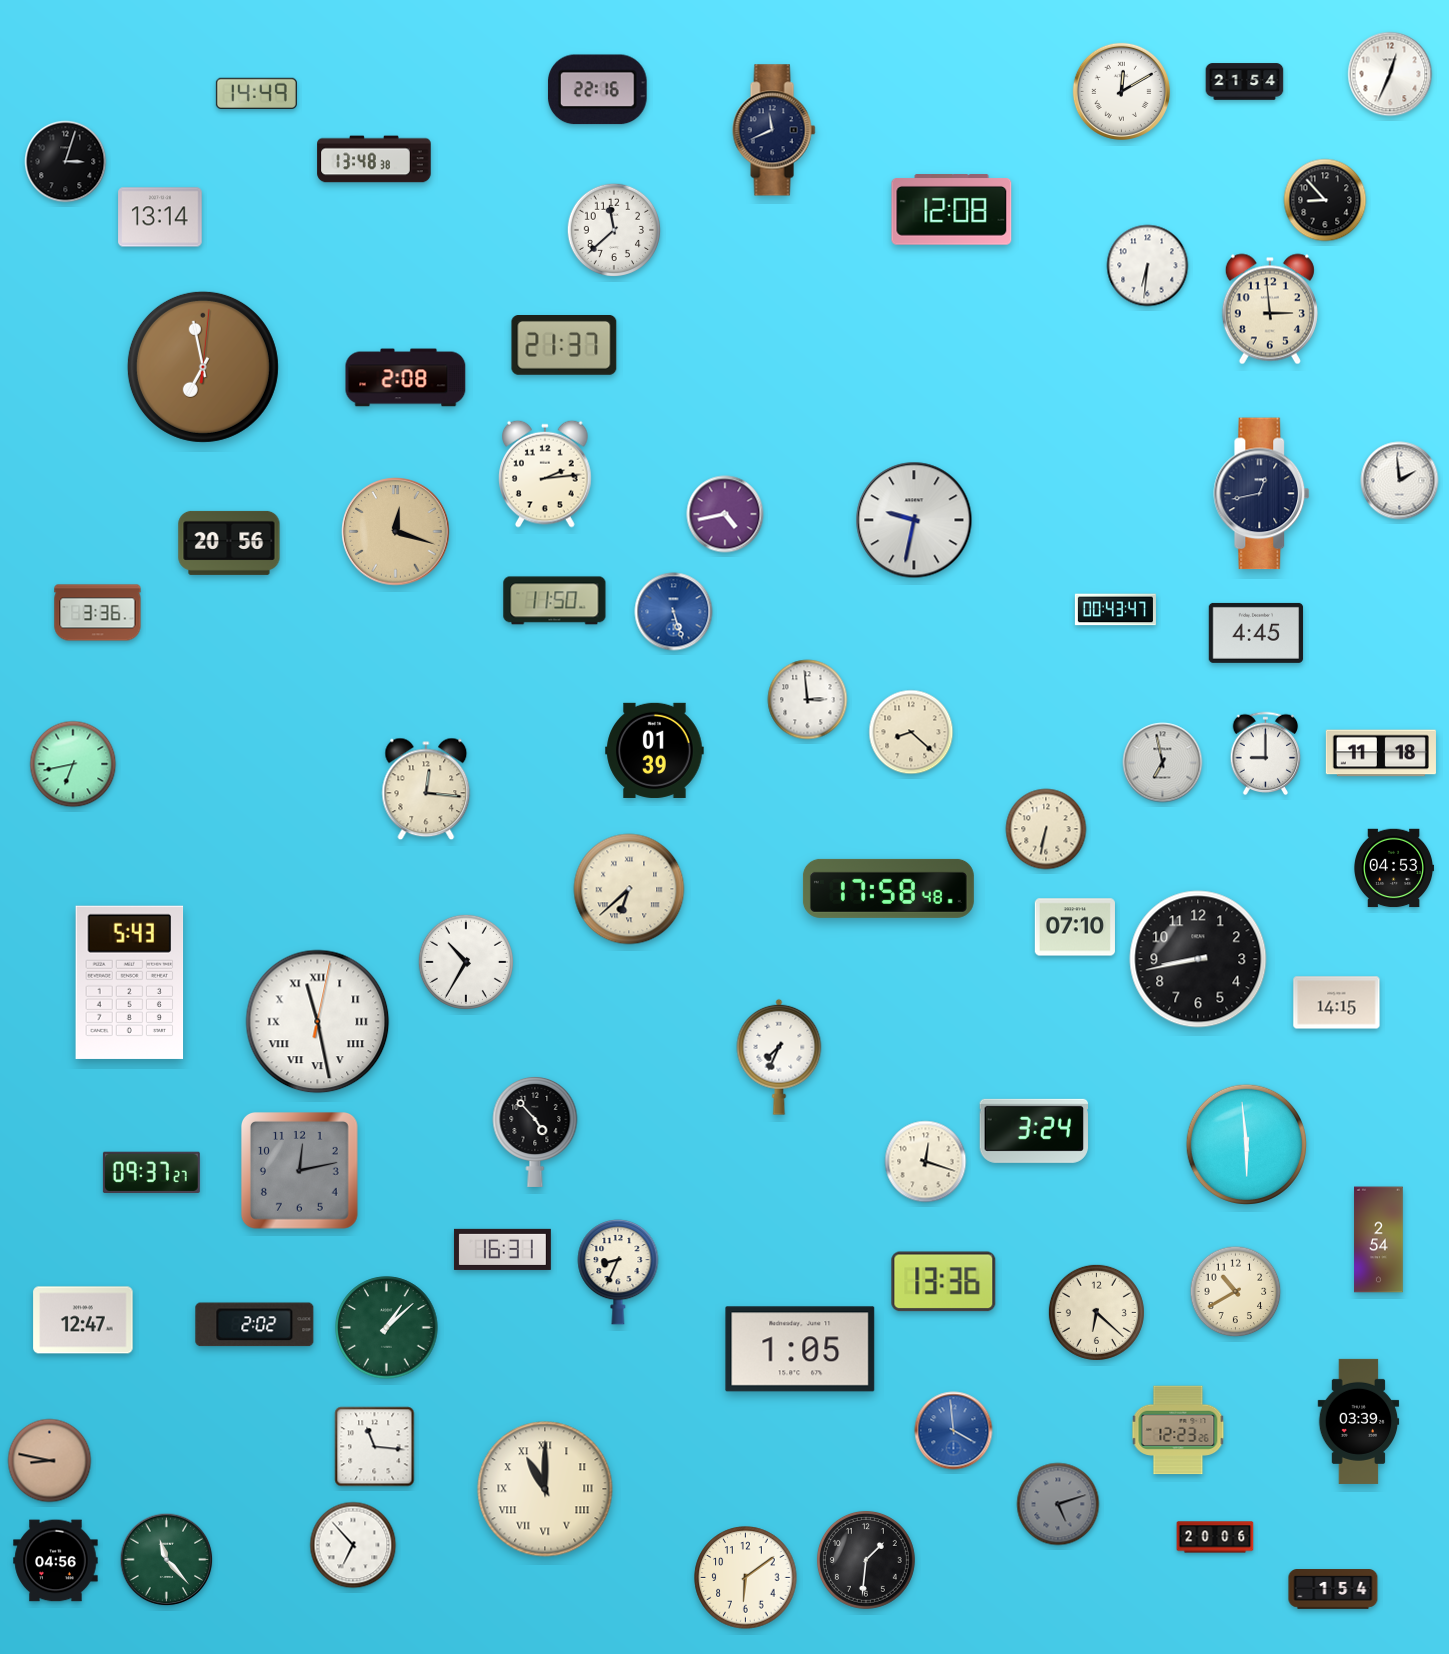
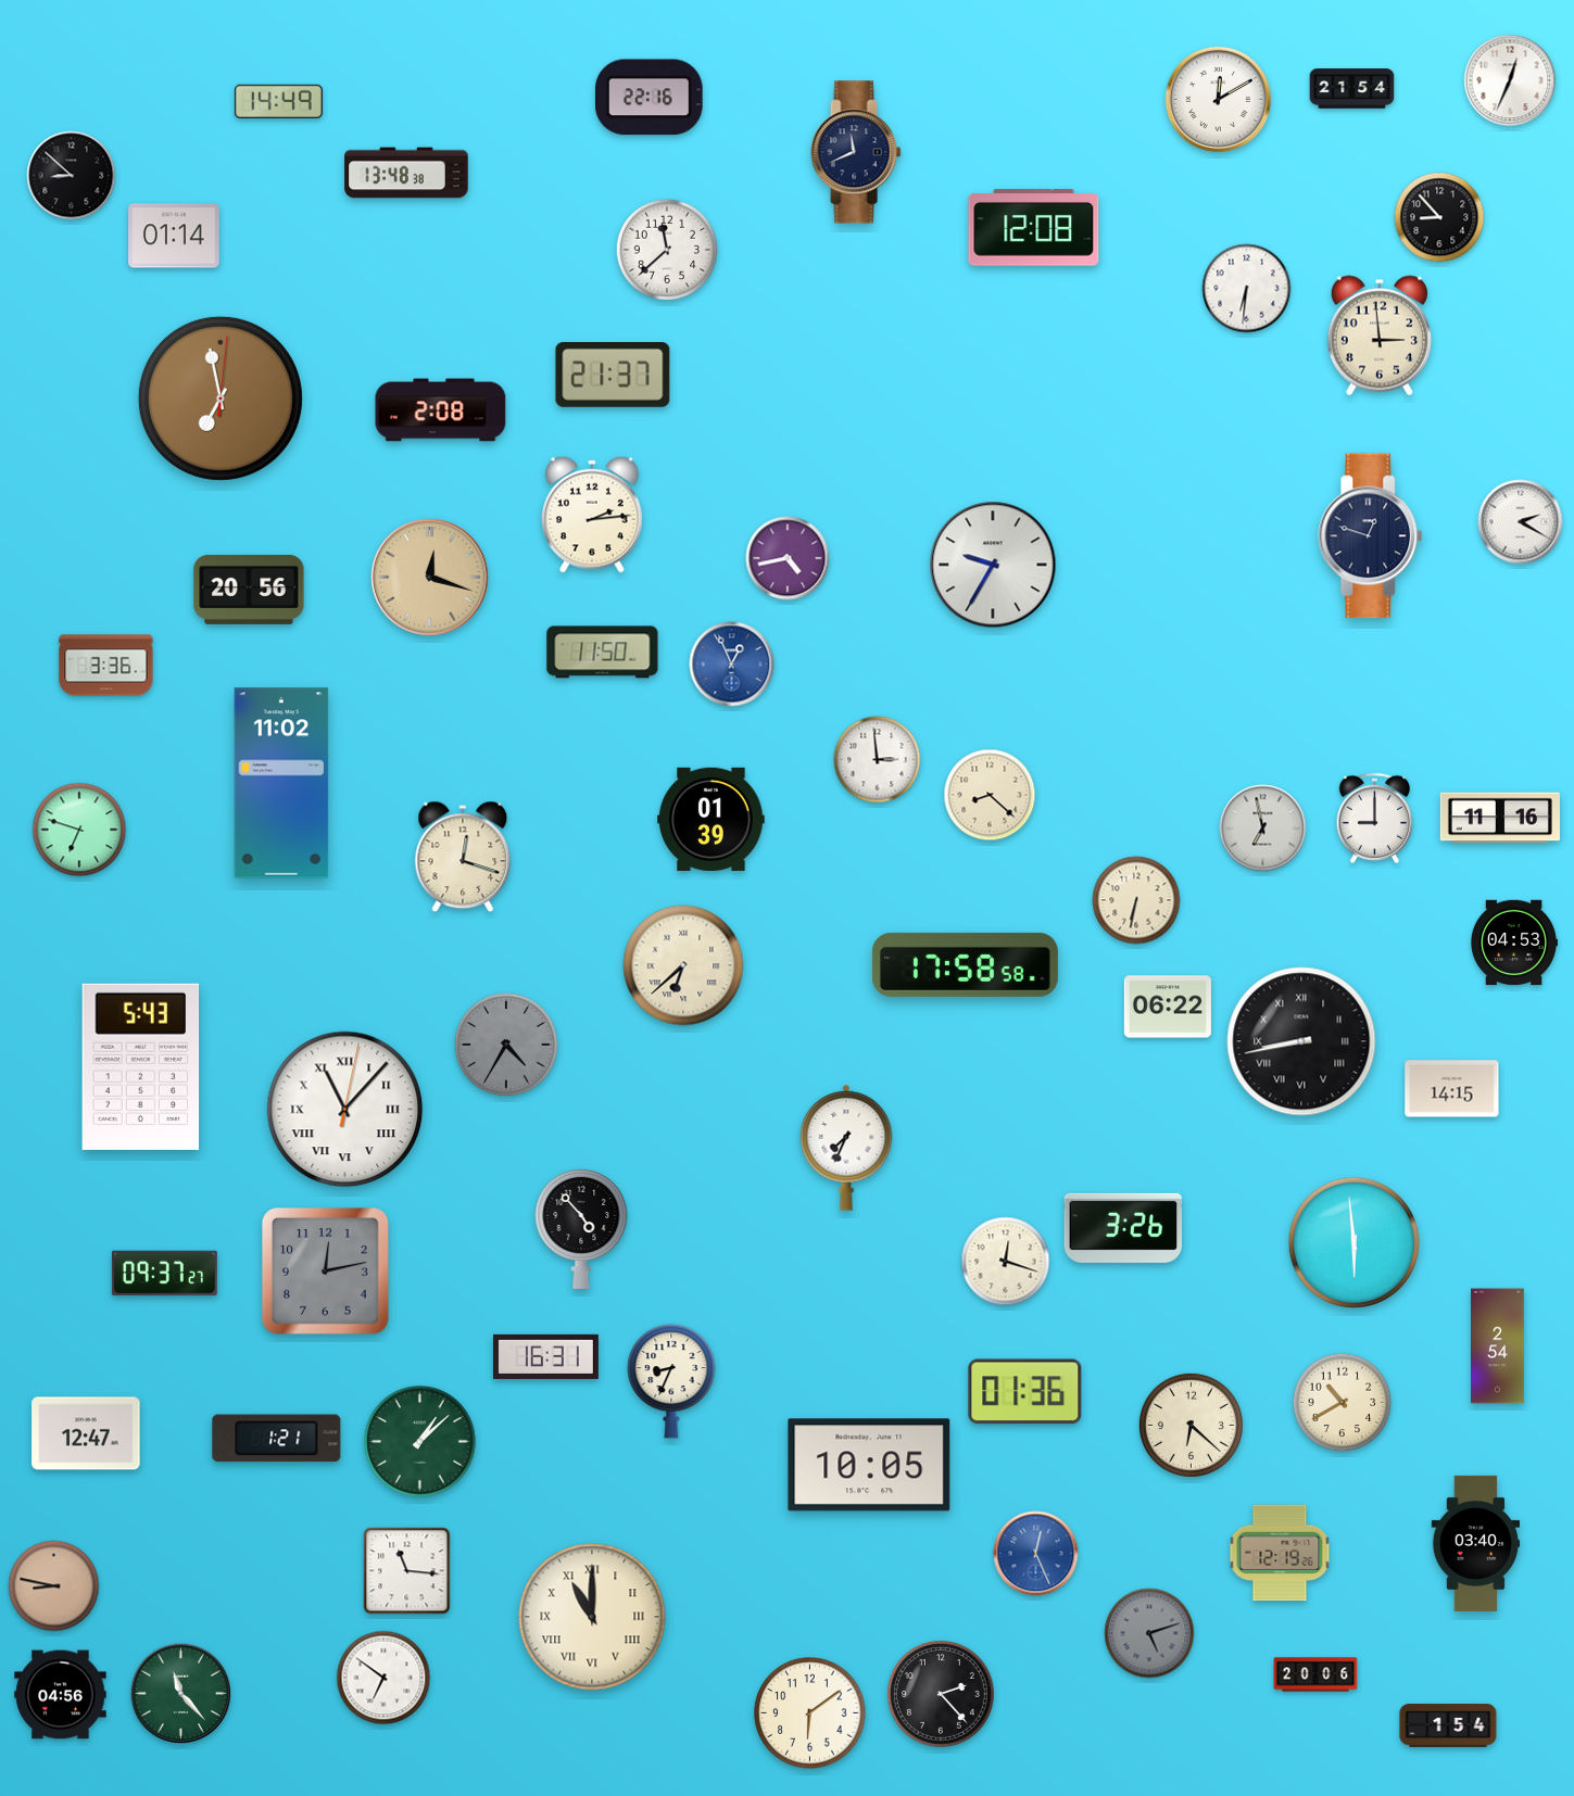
clock at (774, 130) position: (774, 130) -> (856, 152)
clock at (66, 162): 3:03 -> 8:52
clock at (160, 217): 13:14 -> 01:14
clock at (1400, 481): 1:59 -> 2:20
clock at (1262, 494): 12:43 -> 12:48
clock at (914, 520): 9:32 -> 9:35
clock at (1115, 610): 00:43 -> none
clock at (674, 612): 5:27 -> 12:56
clock at (1256, 633): 4:45 -> none
clock at (281, 783): none -> 11:02
clock at (655, 750) position: (655, 750) -> (712, 819)
clock at (1381, 753): 11:18 -> 11:16
clock at (73, 764): 6:43 -> 6:48
clock at (426, 789): 12:16 -> 12:18
clock at (888, 888): 17:58:48 -> 17:58:58
clock at (1075, 927): 07:10 -> 06:22
clock at (1198, 959) numerals: Arabic -> Roman
clock at (466, 962): 10:35 -> 4:35
clock at (466, 962) dial: white -> grey
clock at (318, 1022): 11:28 -> 11:07
clock at (1034, 1131): 3:24 -> 3:26
clock at (944, 1282): 13:36 -> 01:36
clock at (83, 1320) position: (83, 1320) -> (86, 1433)
clock at (255, 1325): 2:02 -> 1:21
clock at (800, 1349): 1:05 -> 10:05
clock at (1359, 1421): 03:39 -> 03:40
clock at (1178, 1430): 12:23 -> 12:19
clock at (954, 1431): 3:59 -> 12:26
clock at (1215, 1537) position: (1215, 1537) -> (1315, 1674)
clock at (353, 1545): 6:53 -> 6:51
clock at (866, 1560): 1:31 -> 2:23
